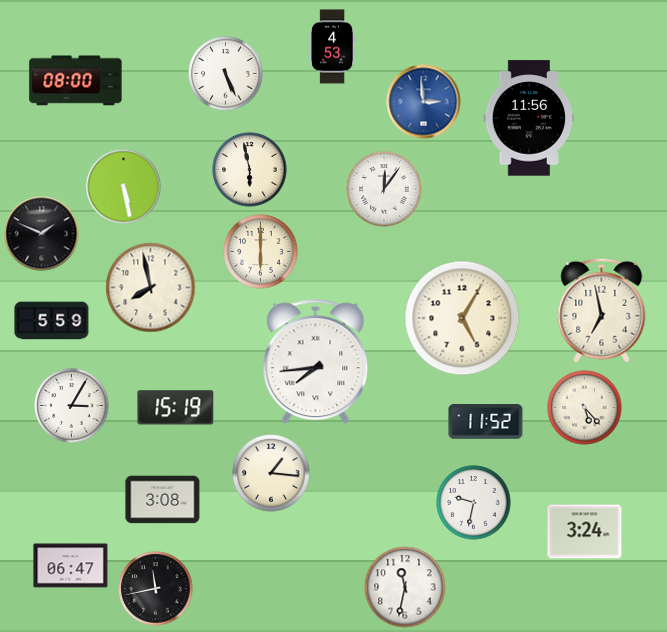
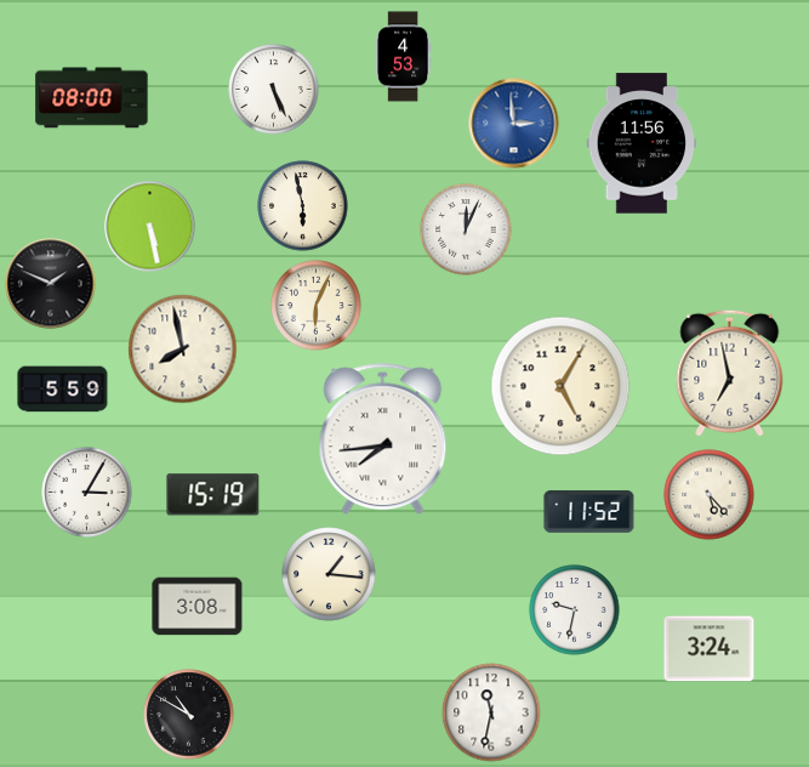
clock at (384, 189): 12:06 -> 12:04
clock at (261, 252): 6:00 -> 6:04
clock at (602, 310) position: (602, 310) -> (730, 373)
clock at (585, 532) position: (585, 532) -> (710, 649)
clock at (71, 566): 06:47 -> none
clock at (156, 589): 11:43 -> 10:50
